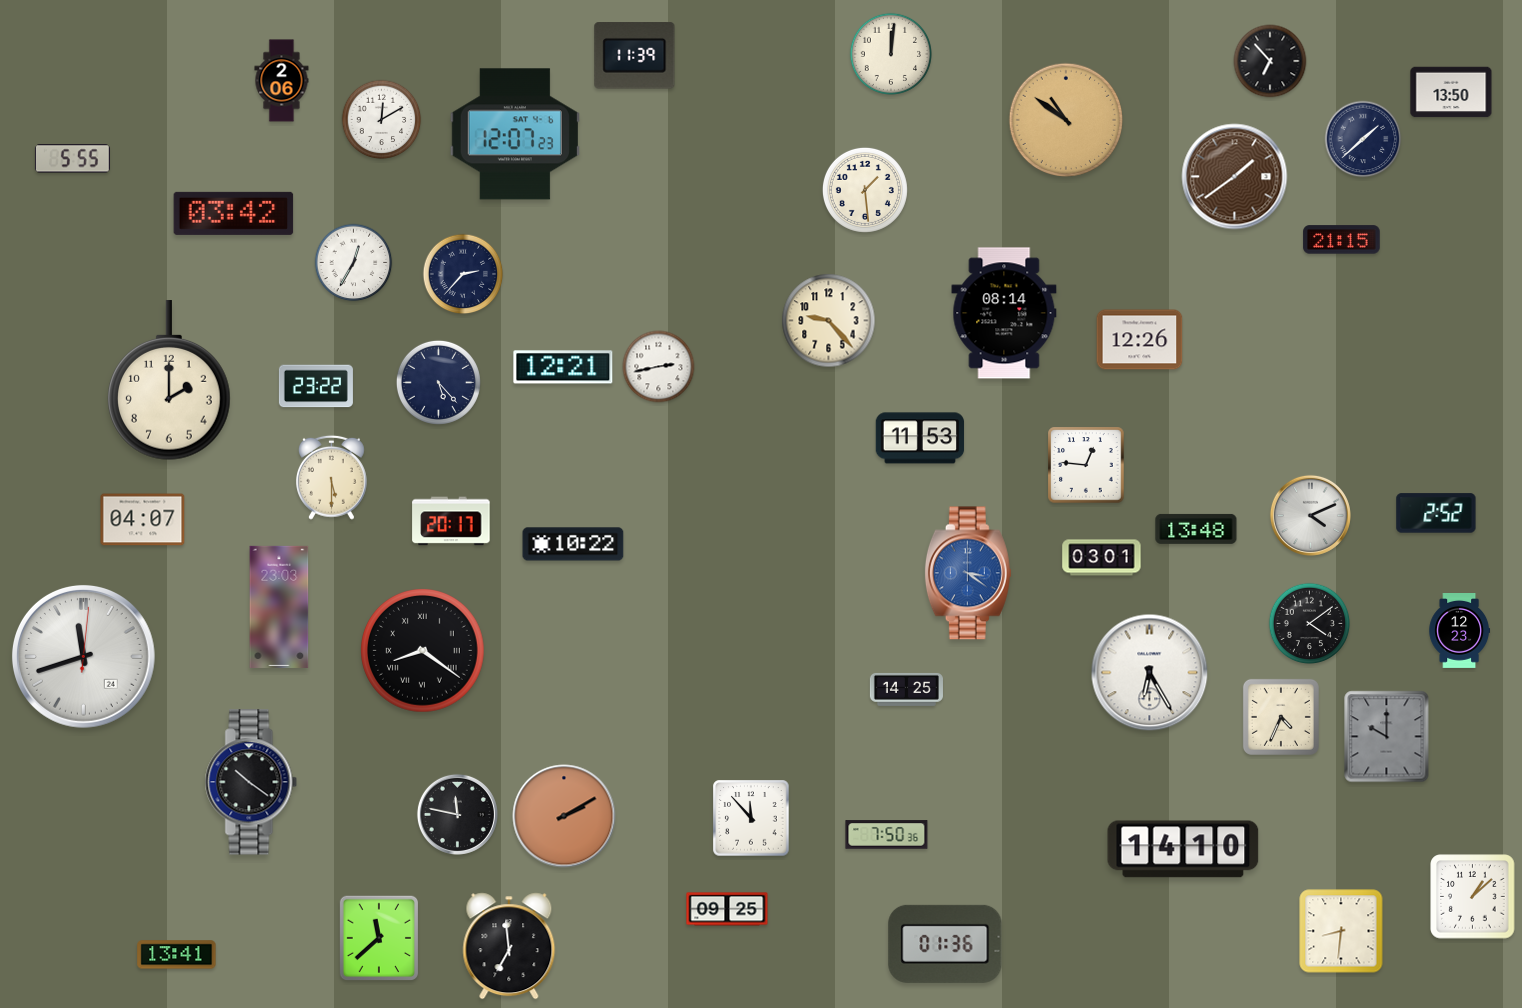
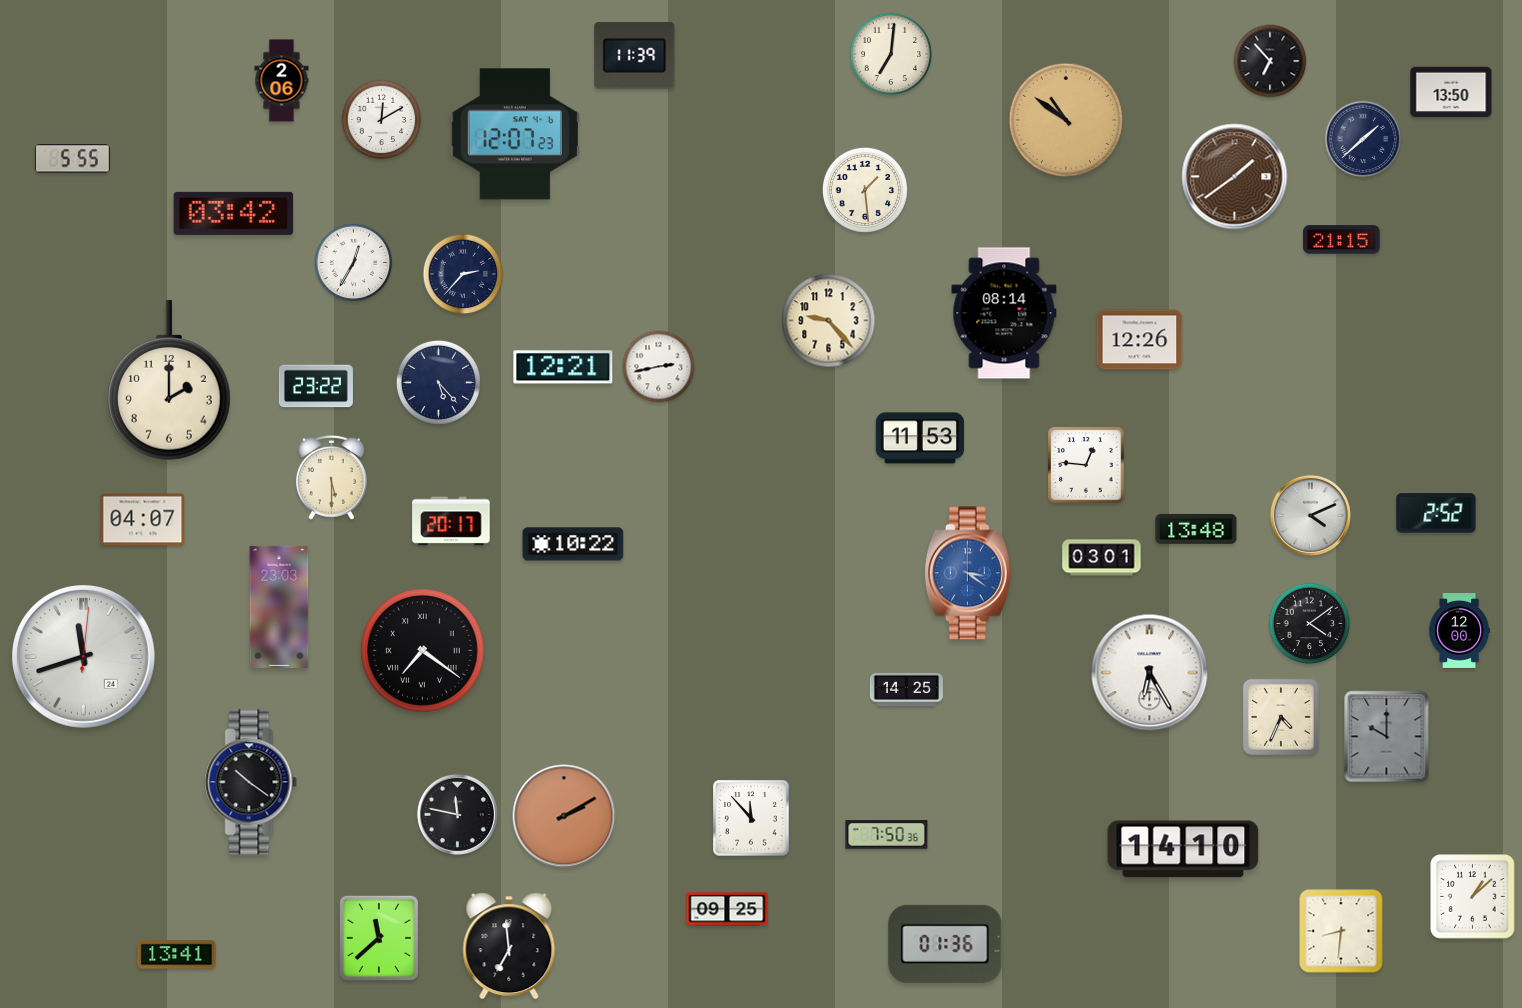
clock at (890, 53): 12:01 -> 7:01
clock at (1459, 631): 12:23 -> 12:00
clock at (423, 651): 8:21 -> 7:21
